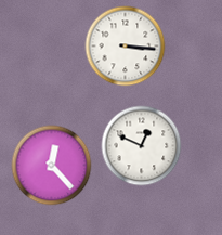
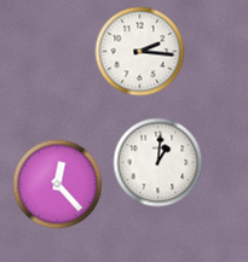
clock at (126, 47): 3:16 -> 2:16
clock at (142, 146): 12:49 -> 1:01
